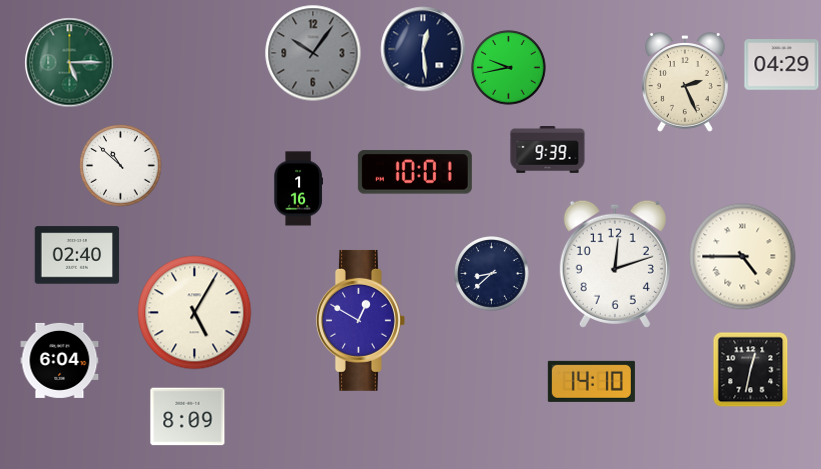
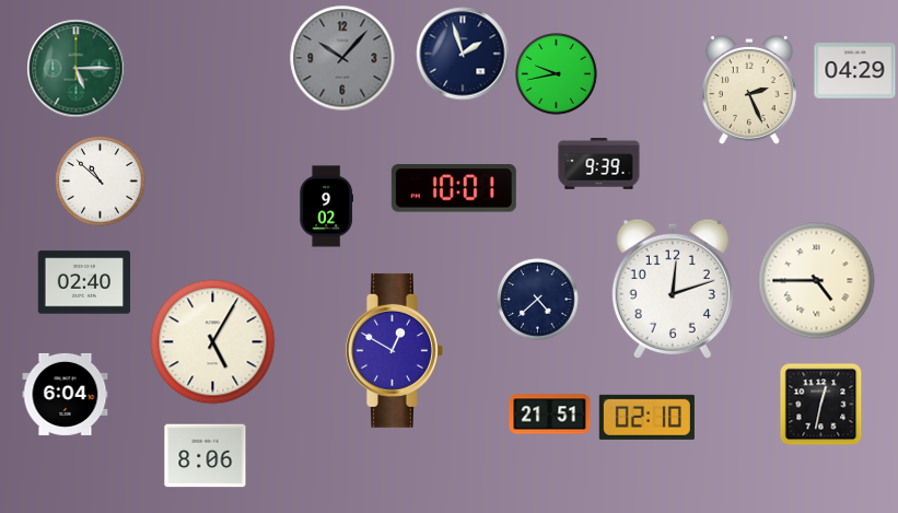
clock at (423, 49): 12:29 -> 1:57
clock at (313, 53): 10:06 -> 10:07
clock at (121, 166) position: (121, 166) -> (101, 182)
clock at (298, 189): 1:16 -> 9:02
clock at (77, 255) position: (77, 255) -> (84, 282)
clock at (743, 257) position: (743, 257) -> (817, 281)
clock at (492, 274): 8:38 -> 4:38
clock at (550, 415): none -> 21:51
clock at (591, 381): 14:10 -> 02:10
clock at (188, 417): 8:09 -> 8:06
